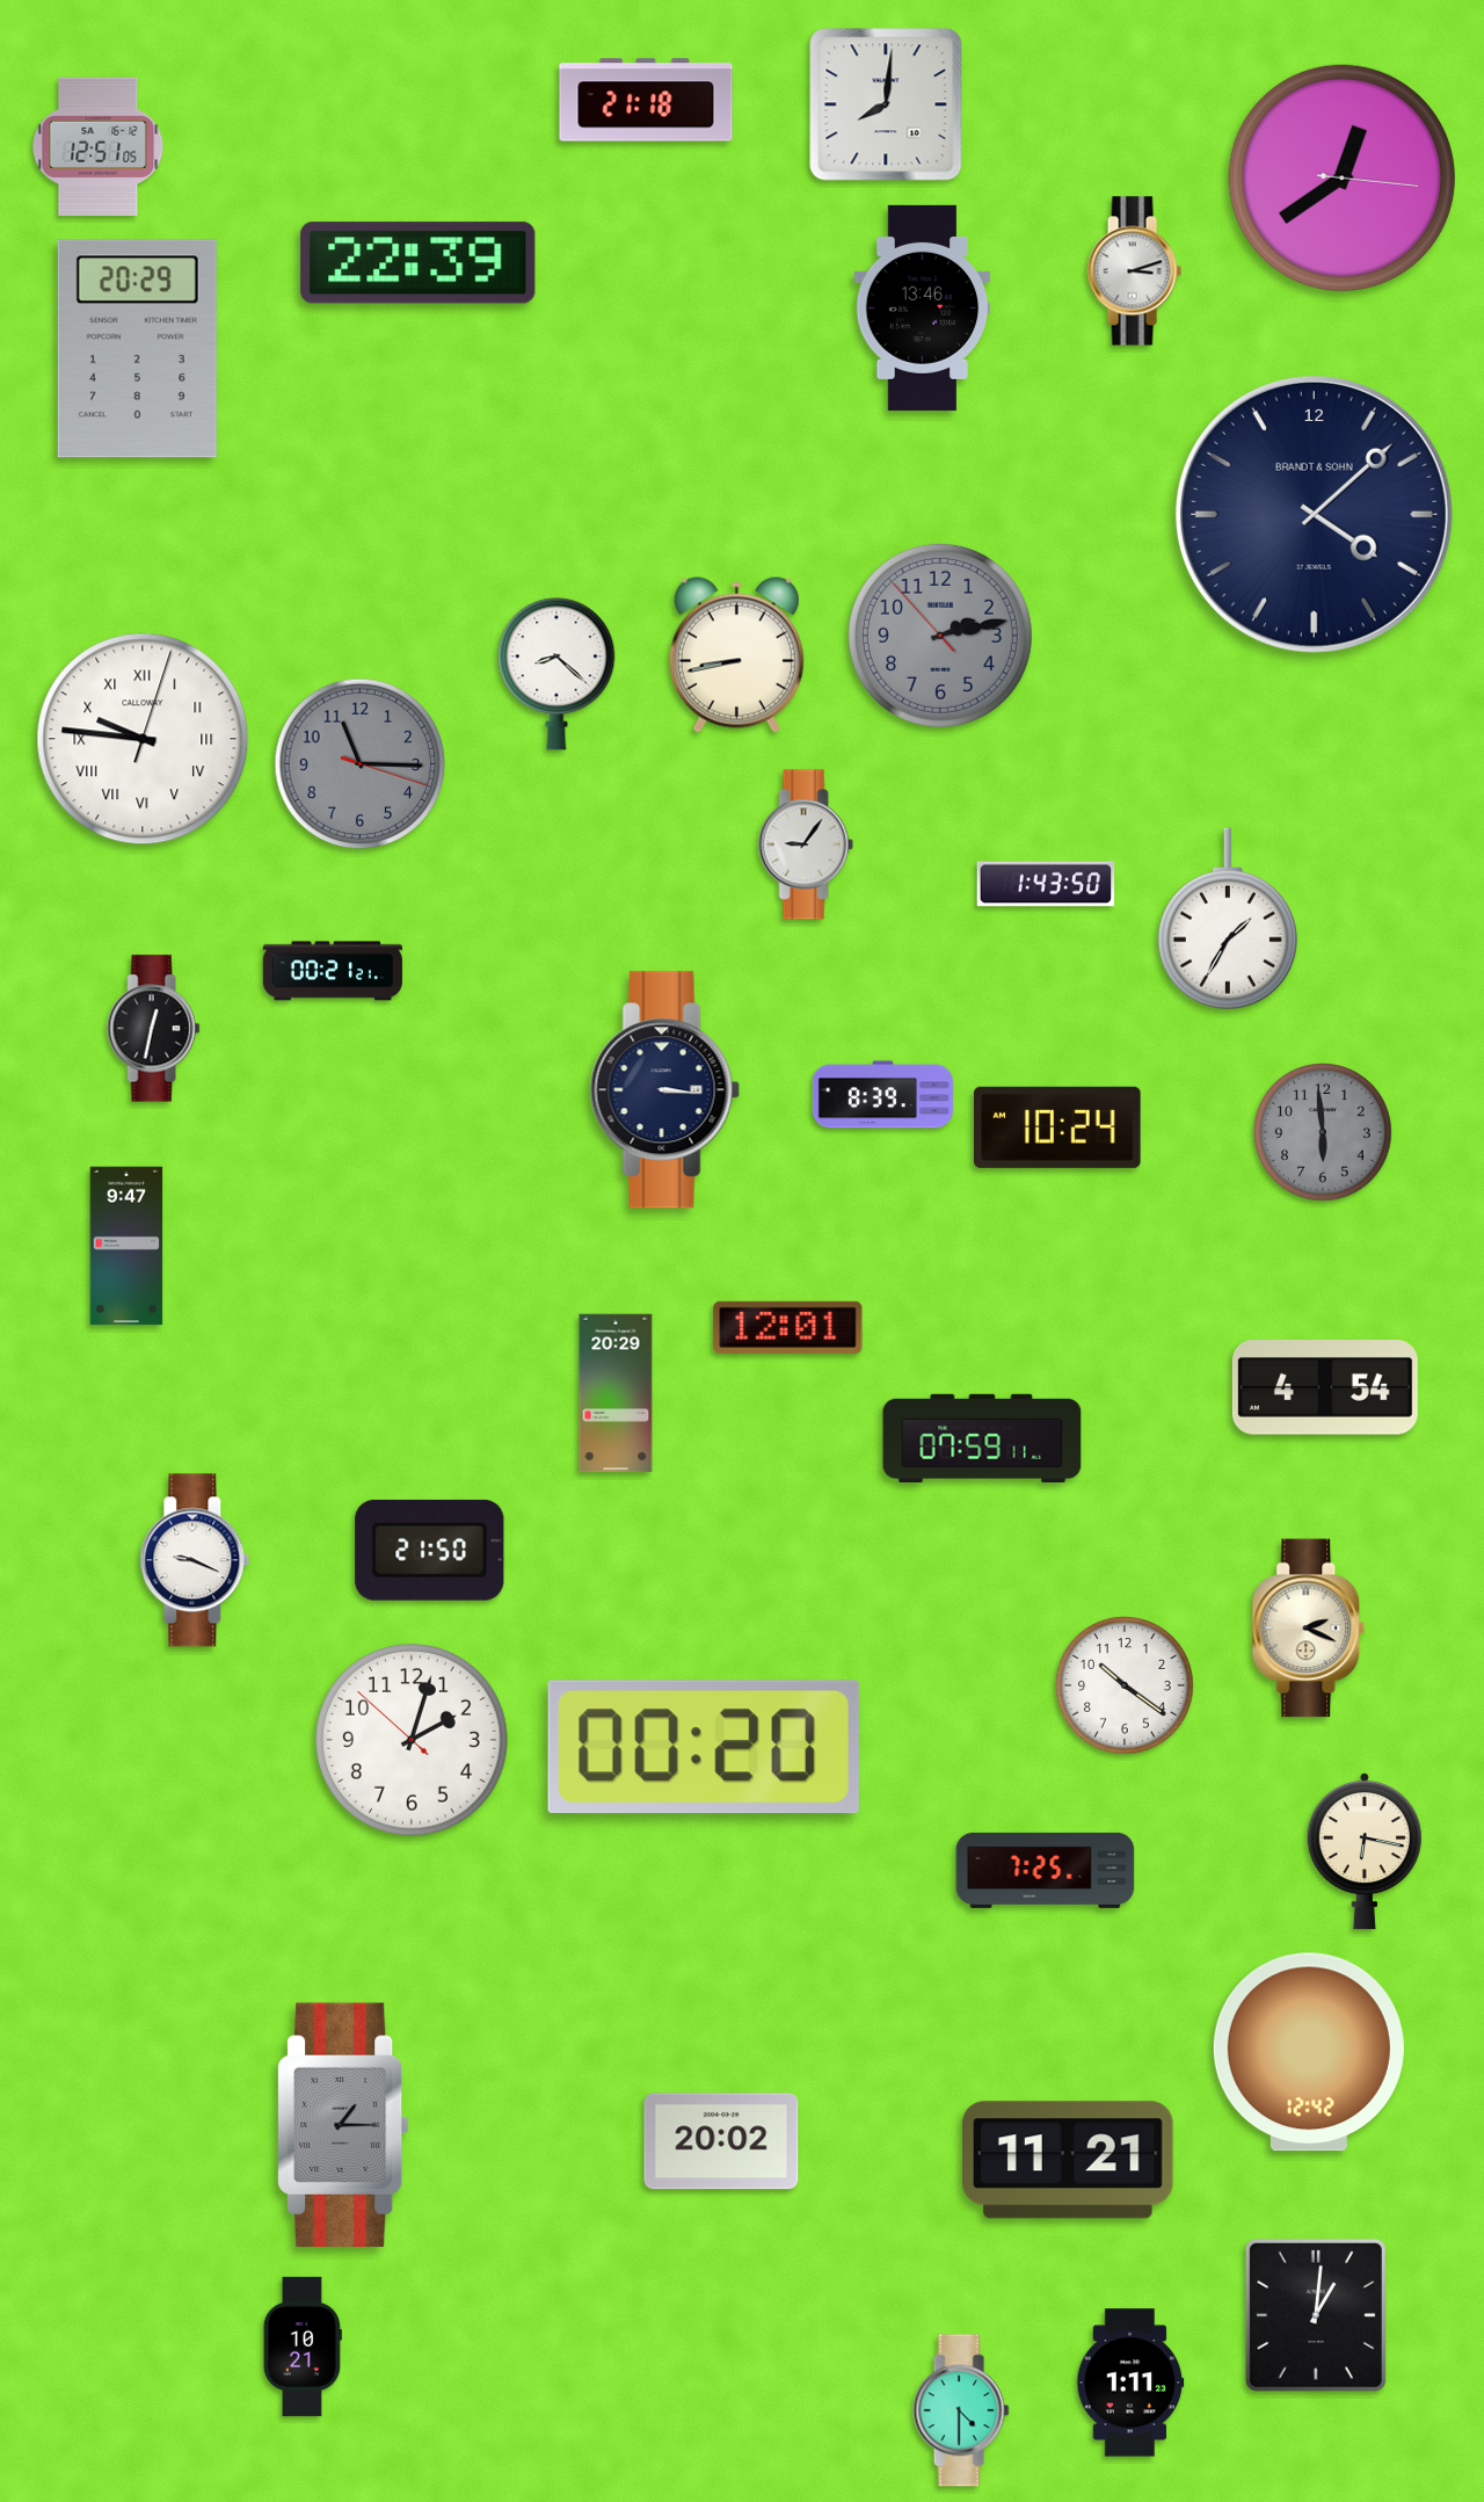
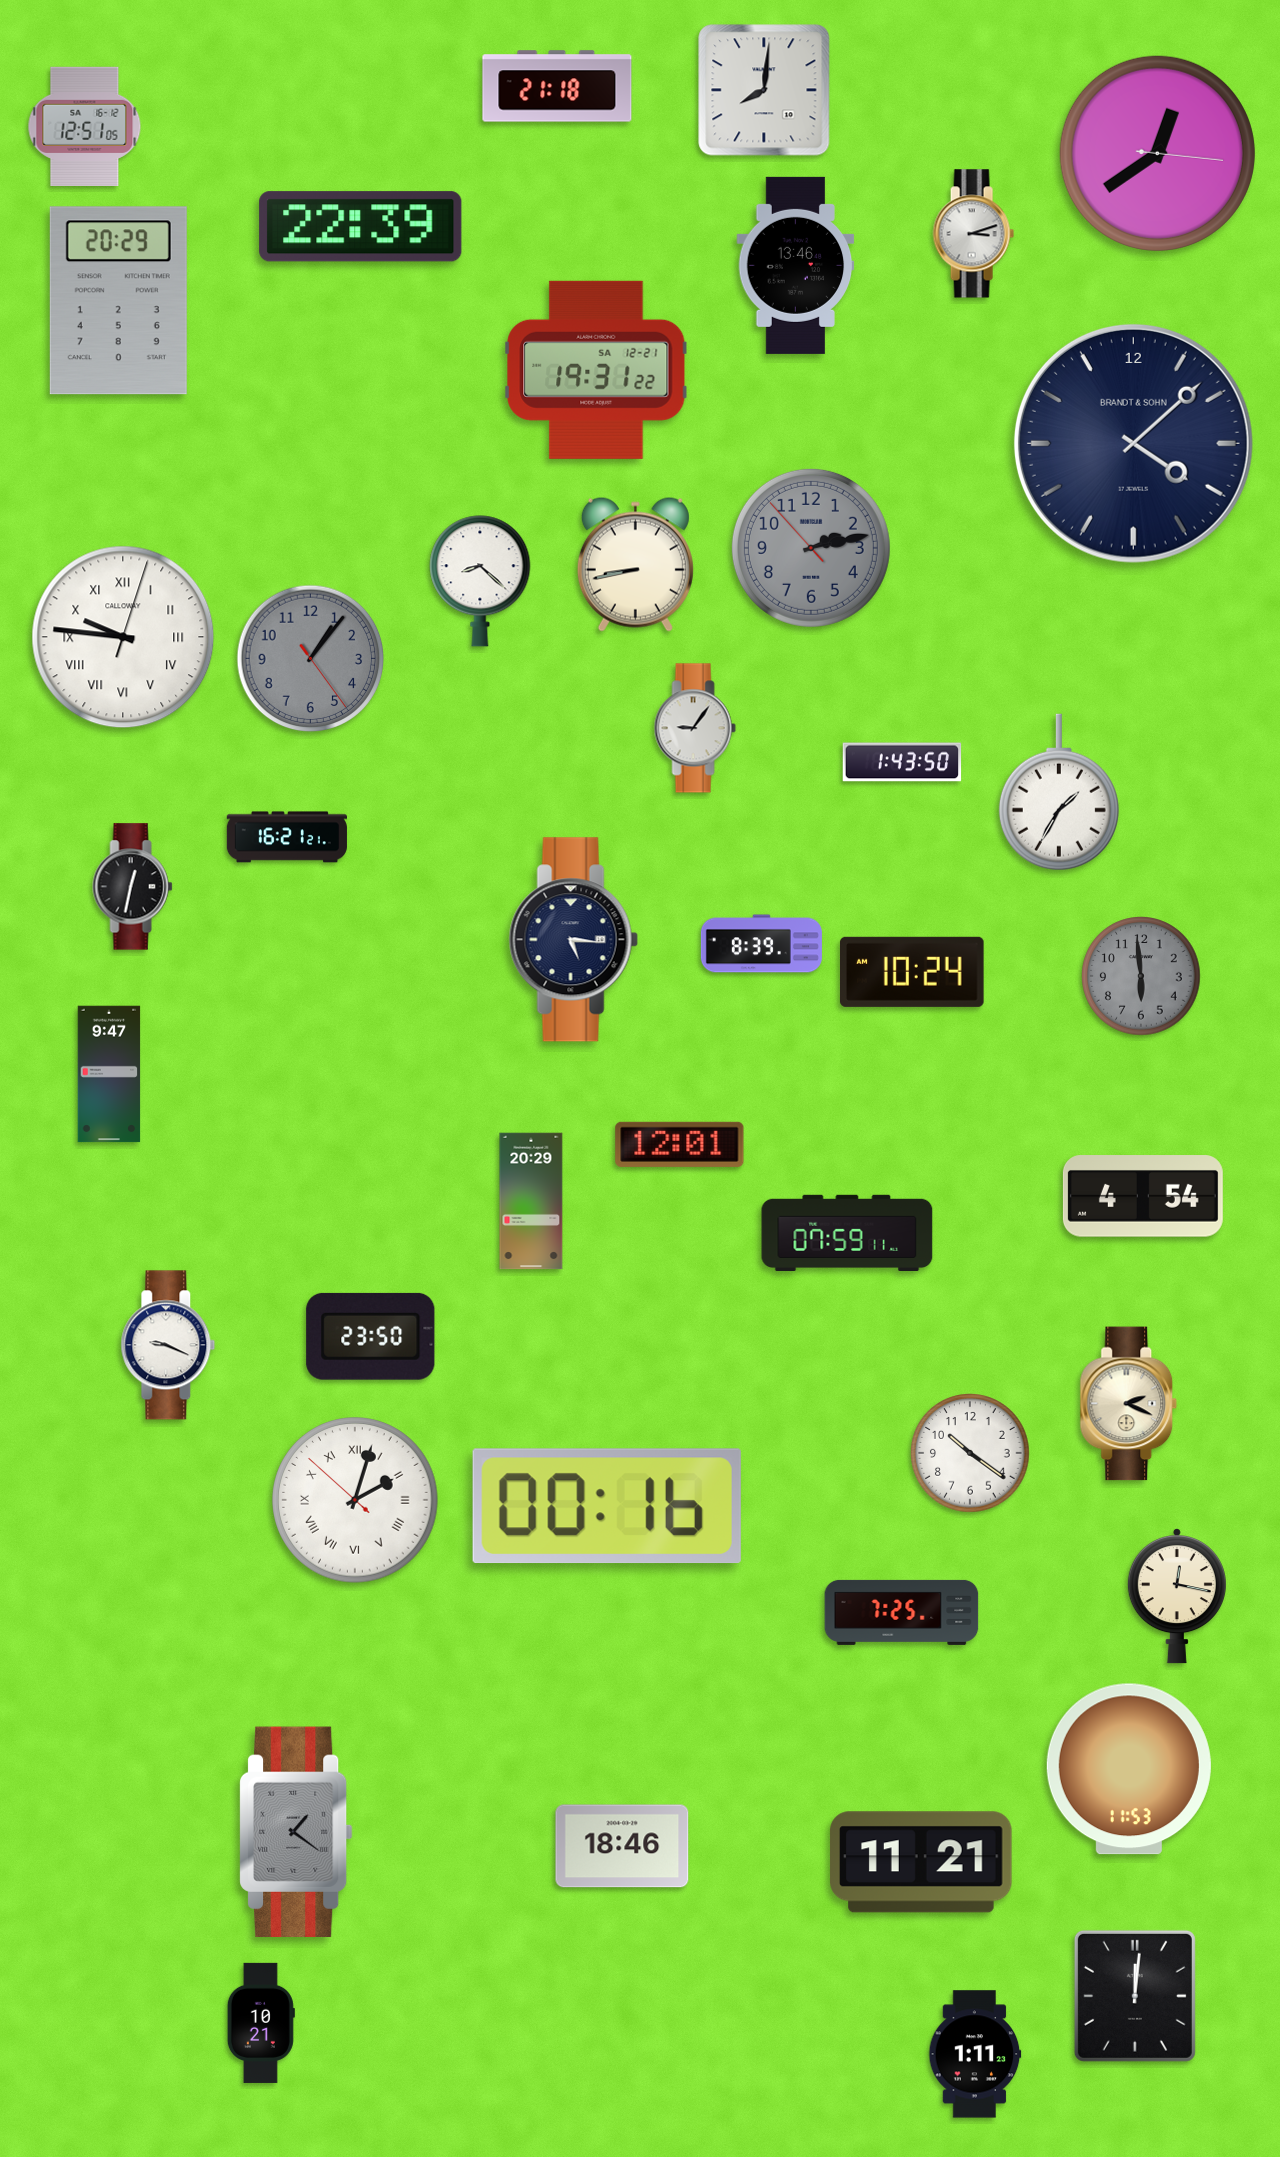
clock at (1134, 271) position: (1134, 271) -> (973, 234)
clock at (596, 370): none -> 19:31
clock at (361, 764): 11:15 -> 1:06
clock at (333, 971): 00:21 -> 16:21
clock at (664, 1090): 3:16 -> 5:16
clock at (982, 1437) position: (982, 1437) -> (847, 1232)
clock at (430, 1550): 21:50 -> 23:50
clock at (412, 1740) numerals: Arabic -> Roman
clock at (704, 1747): 00:20 -> 00:16
clock at (1365, 1852): 6:17 -> 12:17
clock at (1309, 2052): 12:42 -> 11:53
clock at (344, 2124): 1:15 -> 1:21
clock at (721, 2141): 20:02 -> 18:46
clock at (1316, 2315): 1:01 -> 12:01
clock at (961, 2410): 4:30 -> none
